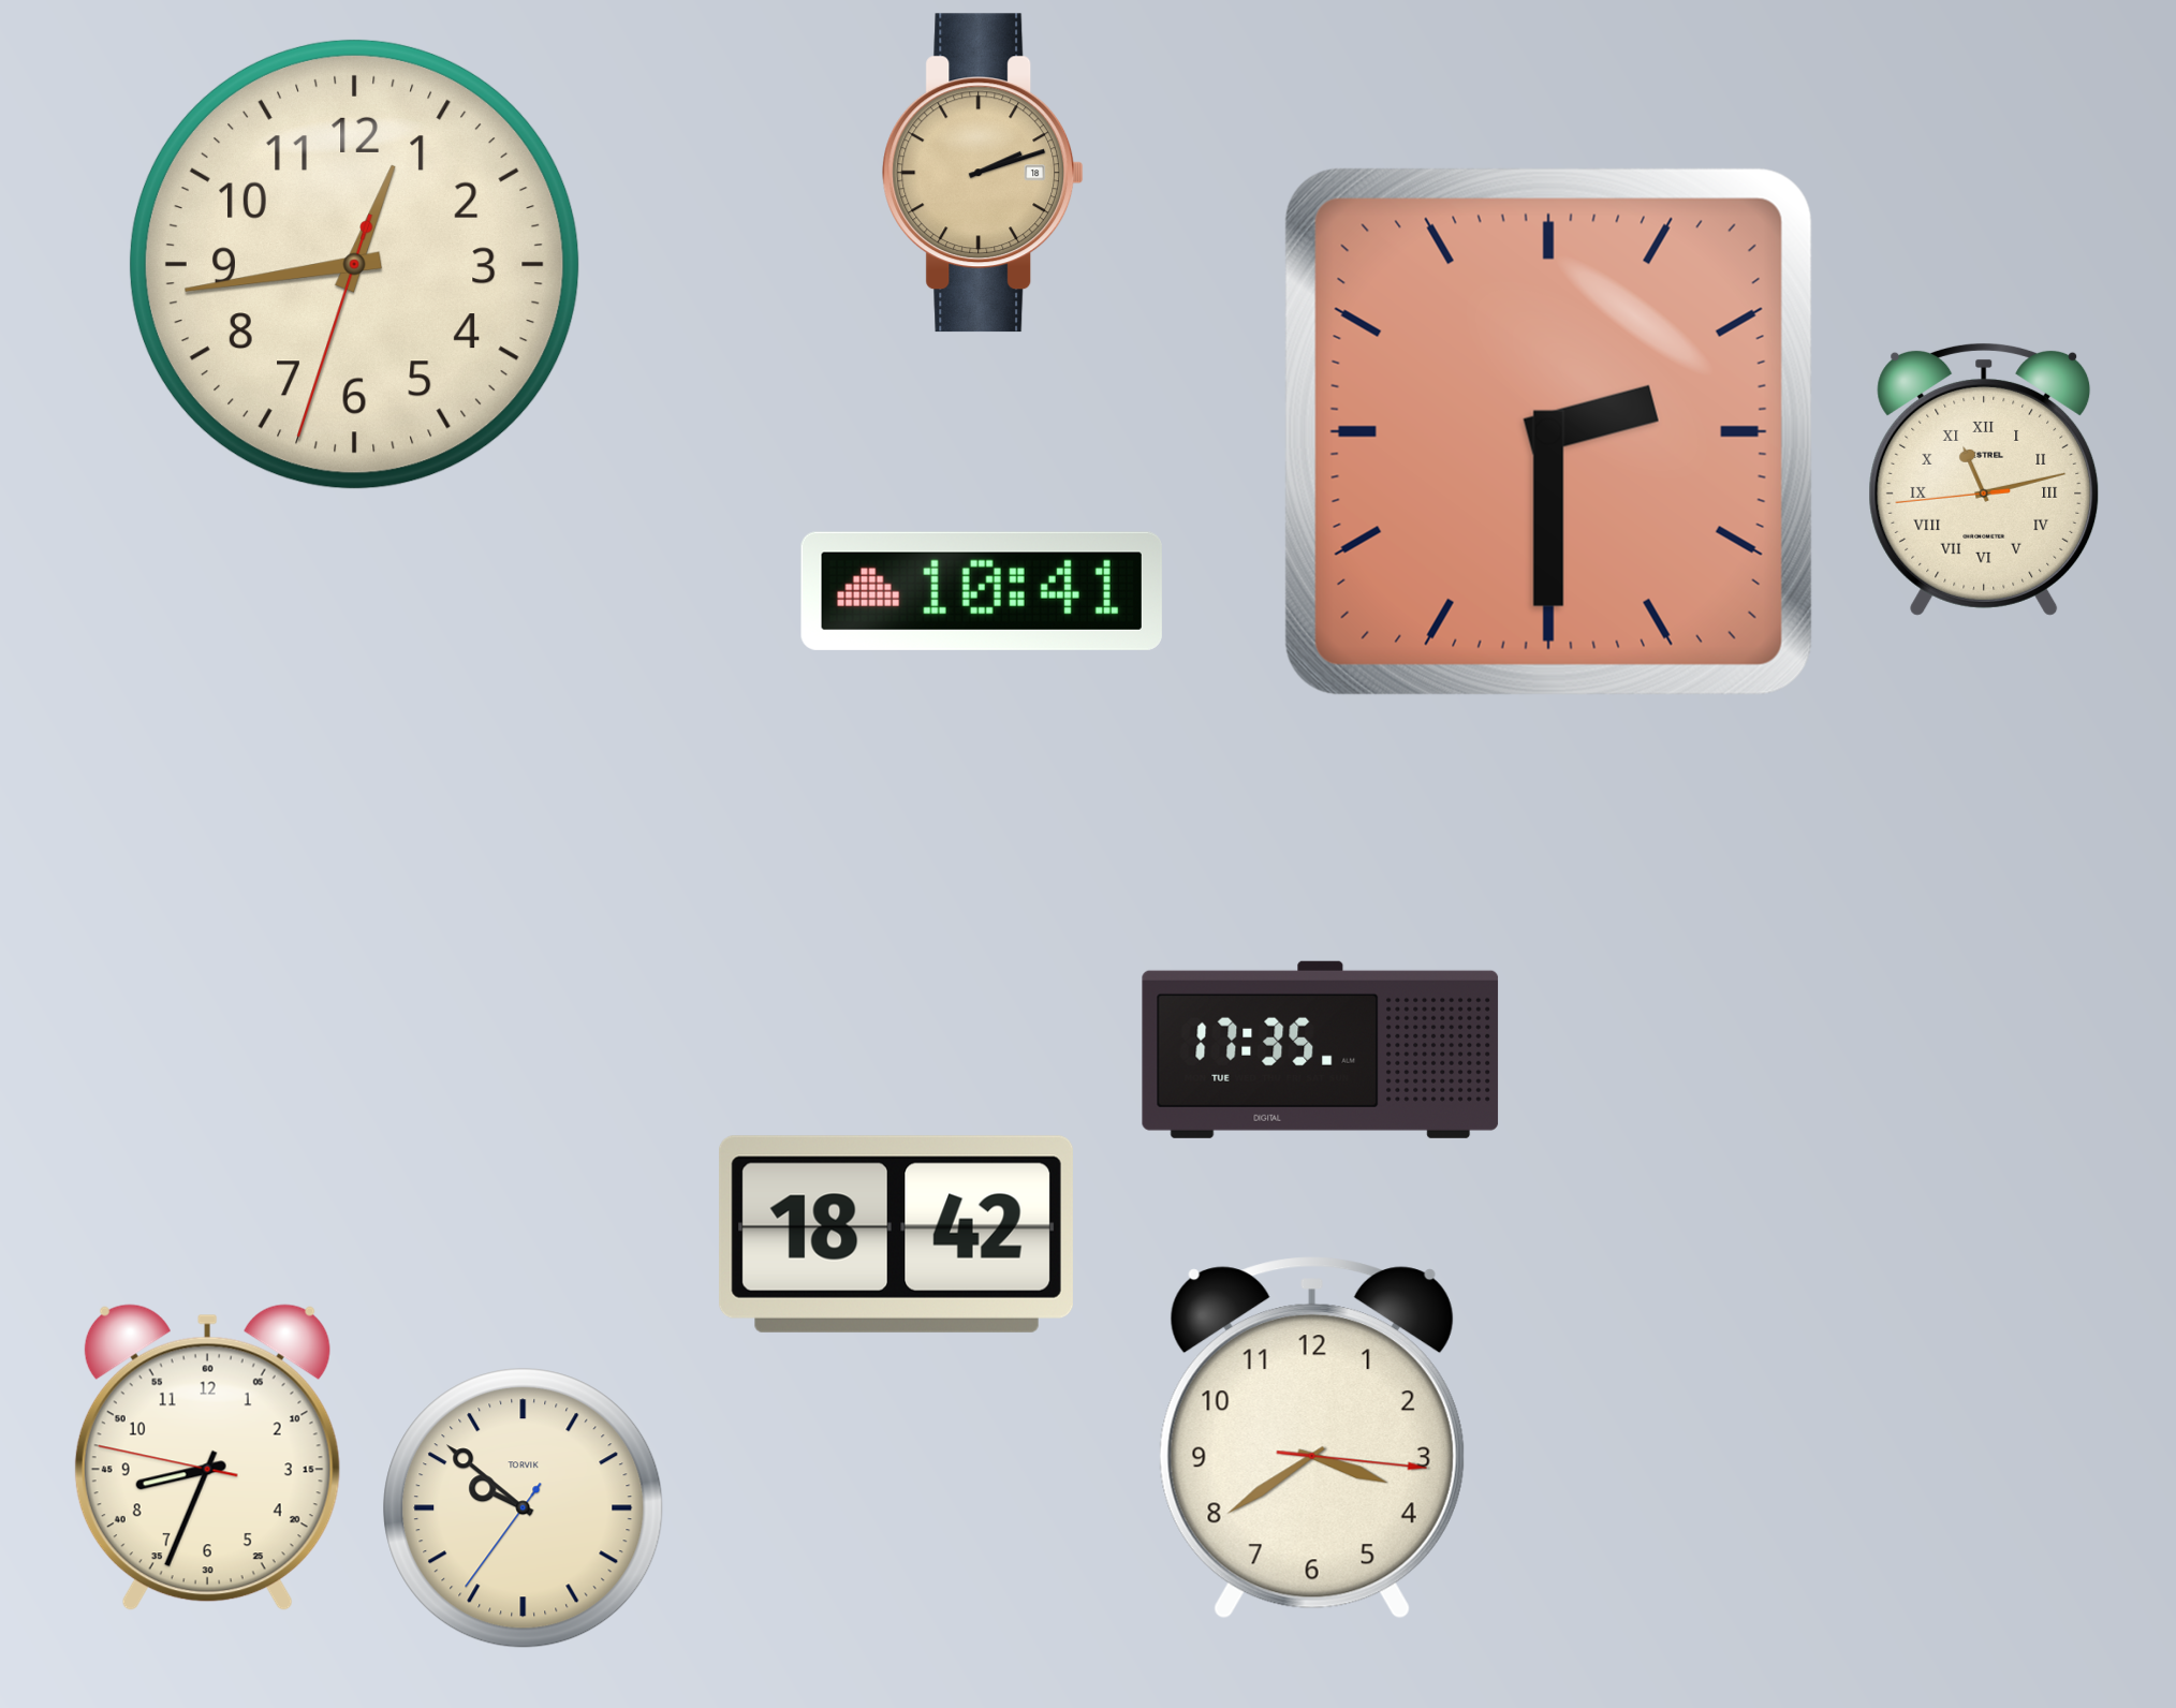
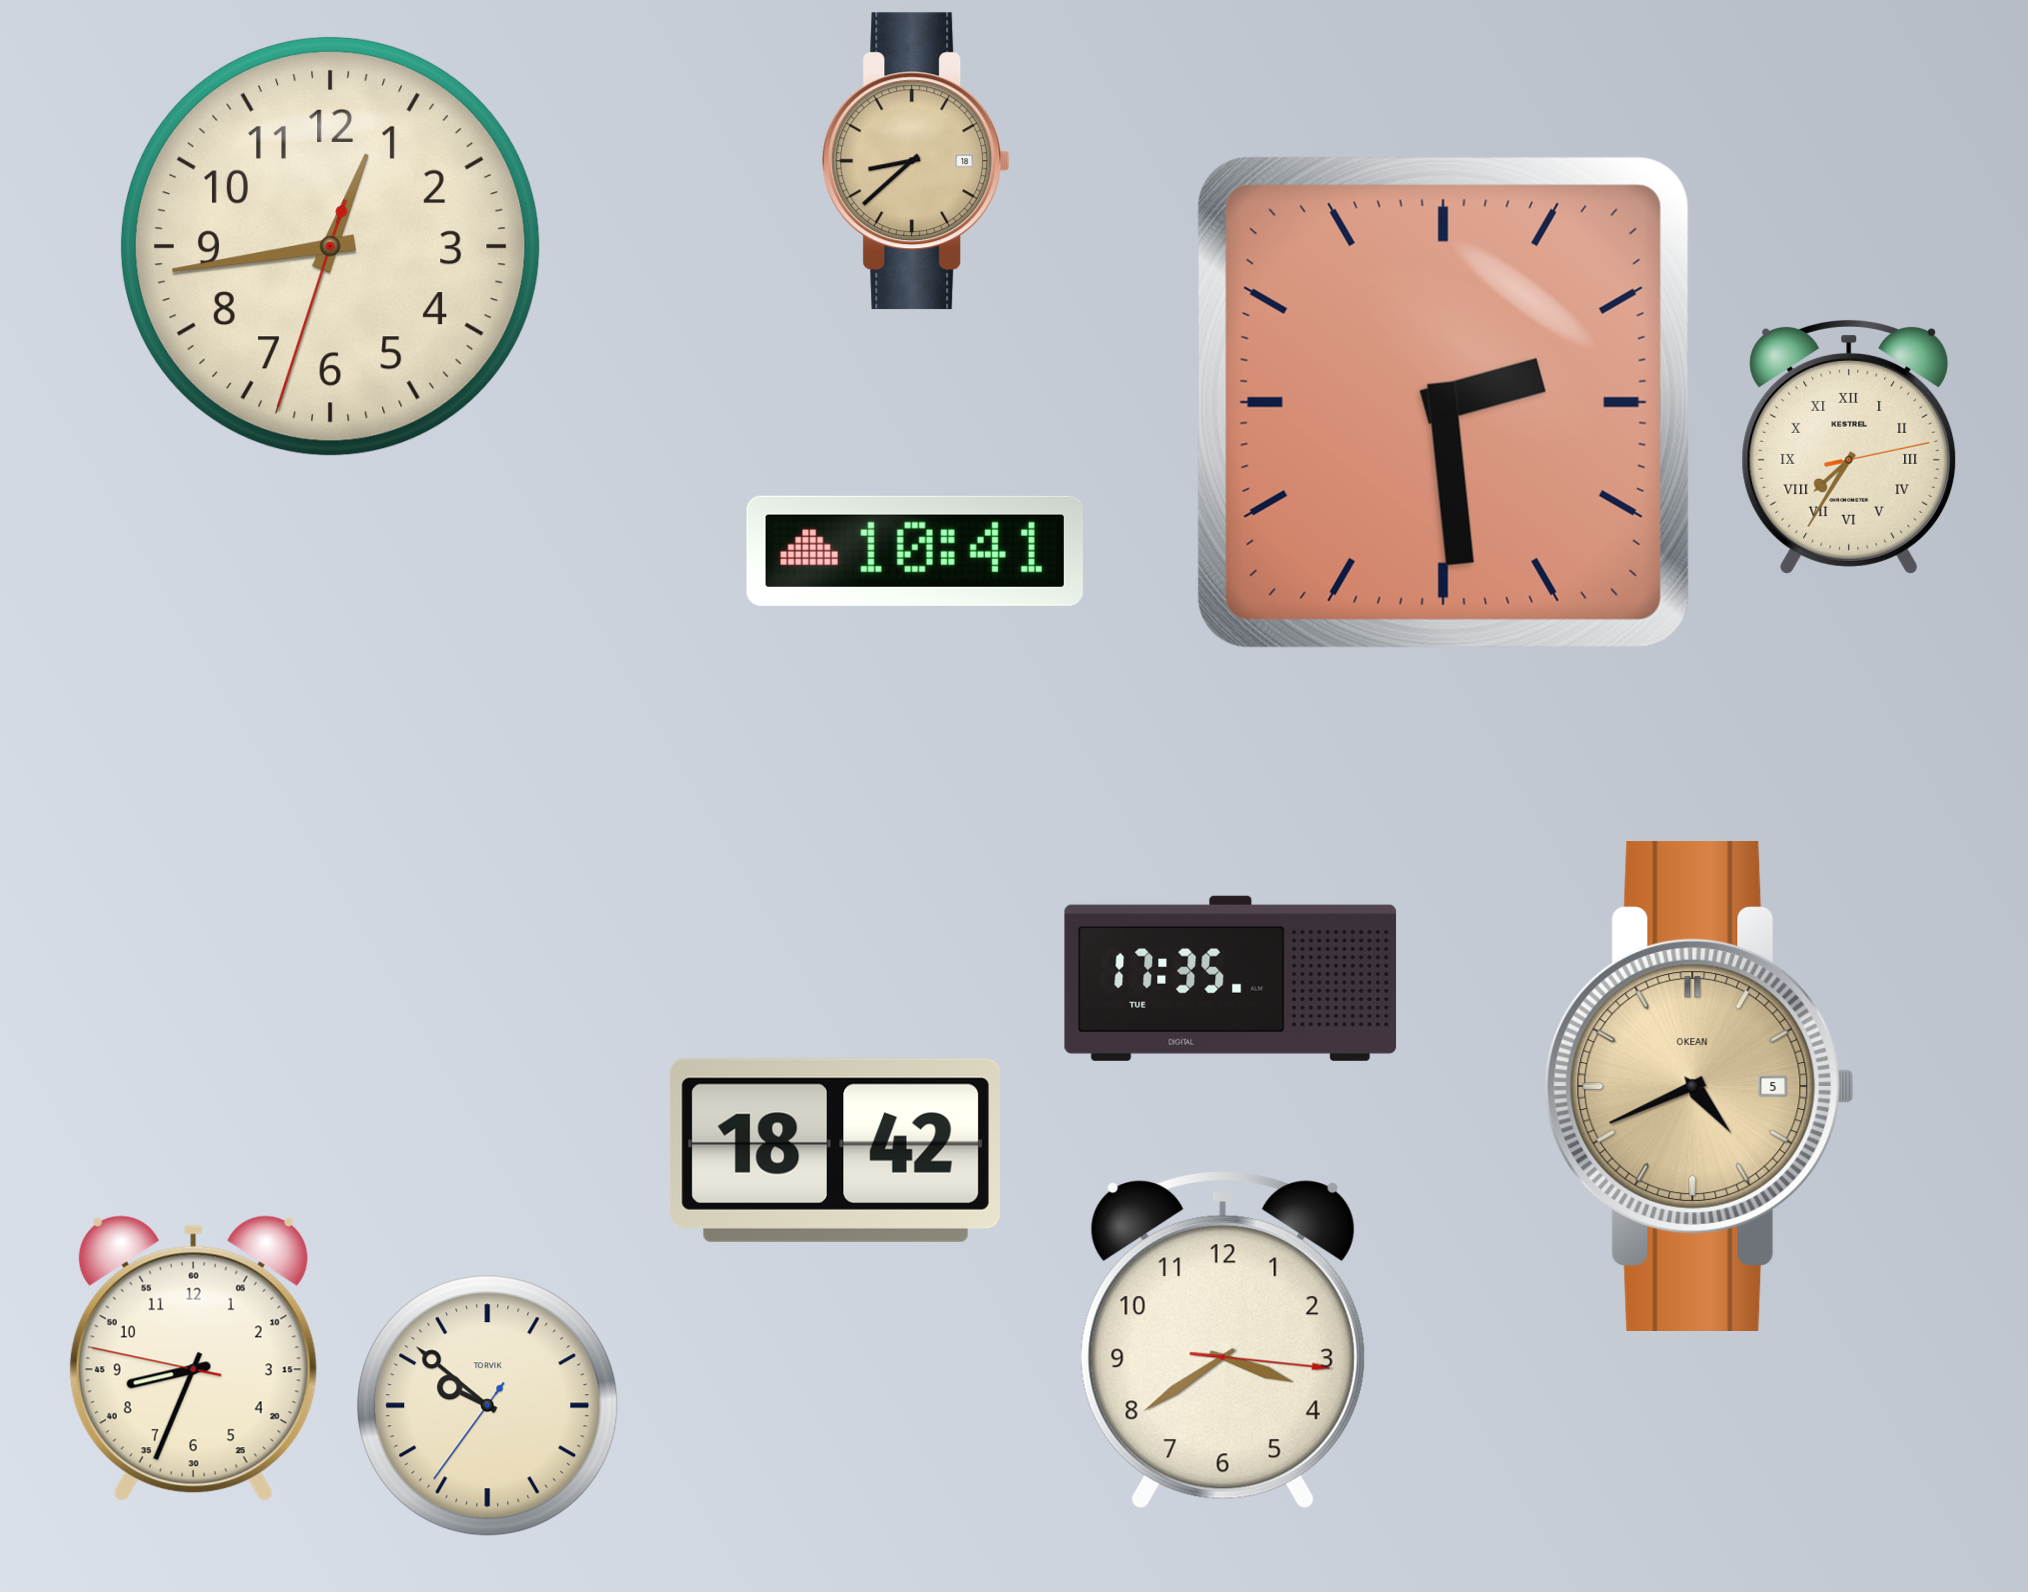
clock at (983, 173): 2:12 -> 8:38
clock at (1548, 431): 2:30 -> 2:29
clock at (1984, 480): 11:12 -> 7:35
clock at (1699, 1086): none -> 4:41
